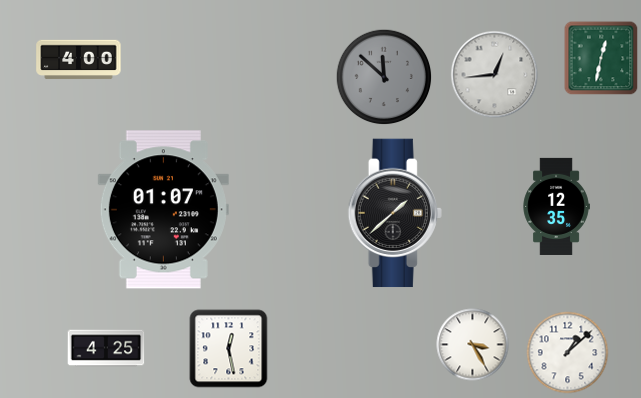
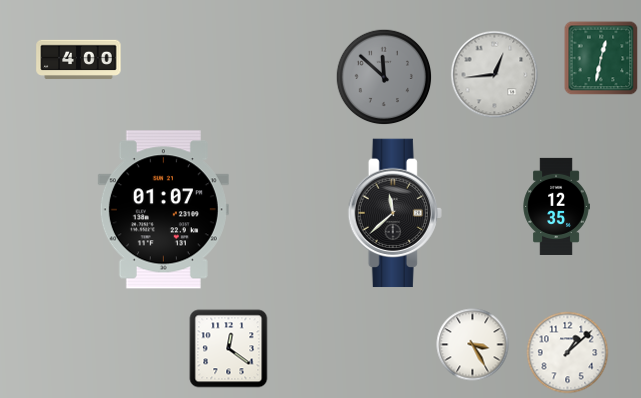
clock at (395, 213): 1:38 -> 11:38
clock at (106, 348): 4:25 -> none
clock at (229, 349): 12:28 -> 12:21
